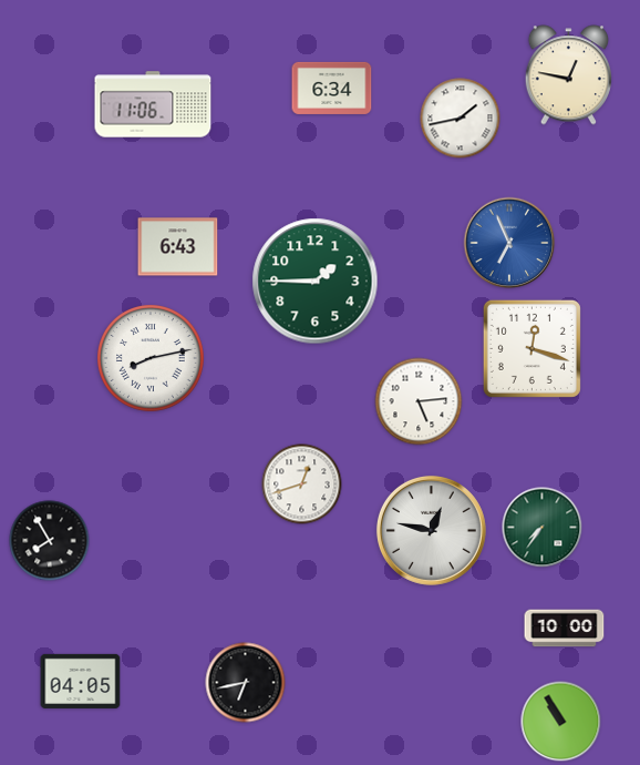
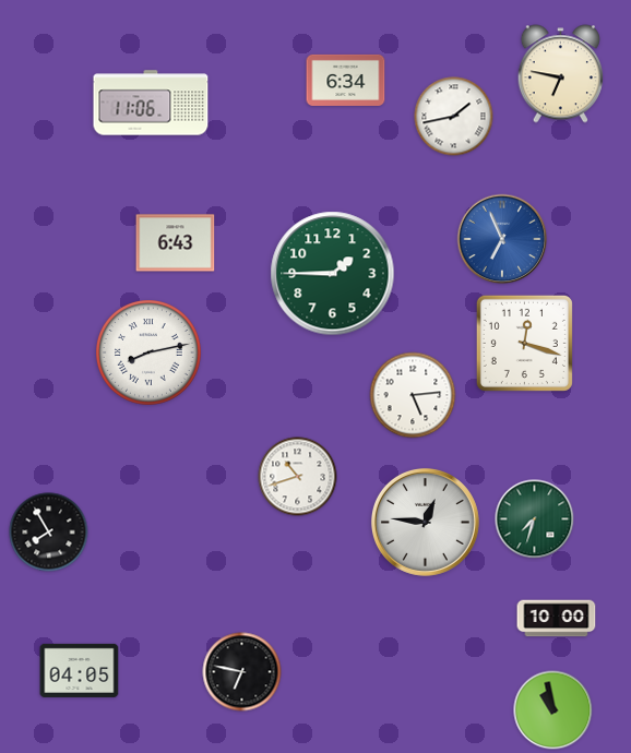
clock at (568, 75): 12:47 -> 6:47
clock at (332, 88) position: (332, 88) -> (346, 80)
clock at (316, 282) position: (316, 282) -> (333, 274)
clock at (302, 484): 12:42 -> 10:42
clock at (543, 528): 7:36 -> 7:33
clock at (431, 530): 12:47 -> 12:46
clock at (246, 683): 6:43 -> 6:47
clock at (561, 722): 10:55 -> 10:58
